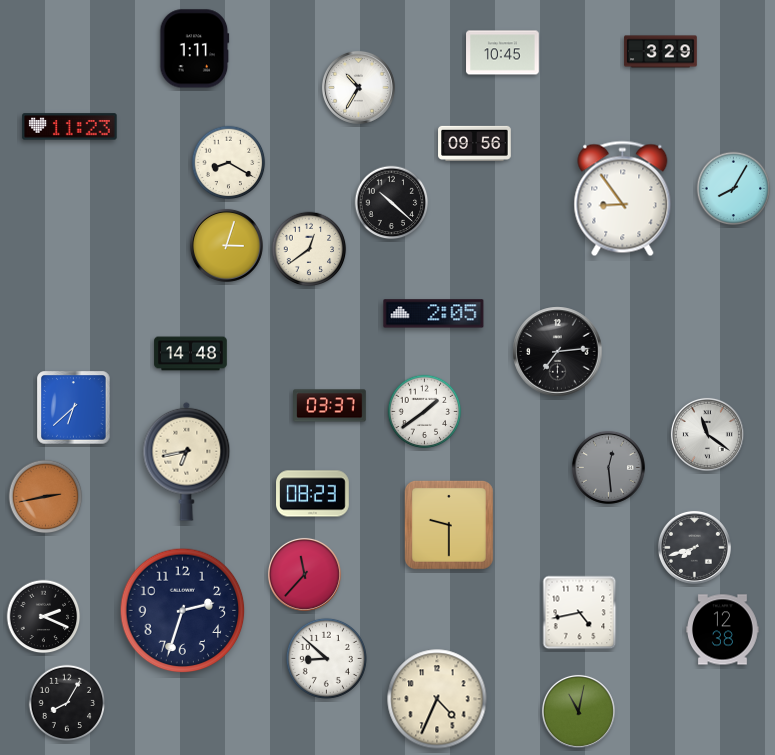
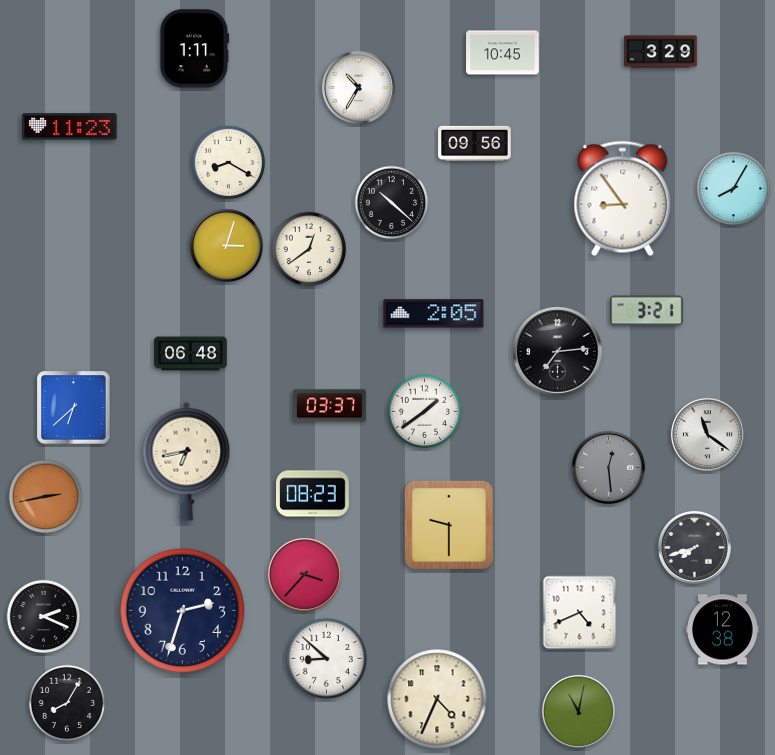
clock at (647, 311): none -> 3:21
clock at (191, 354): 14:48 -> 06:48
clock at (304, 574): 11:37 -> 3:37
clock at (580, 613): 4:43 -> 4:41
